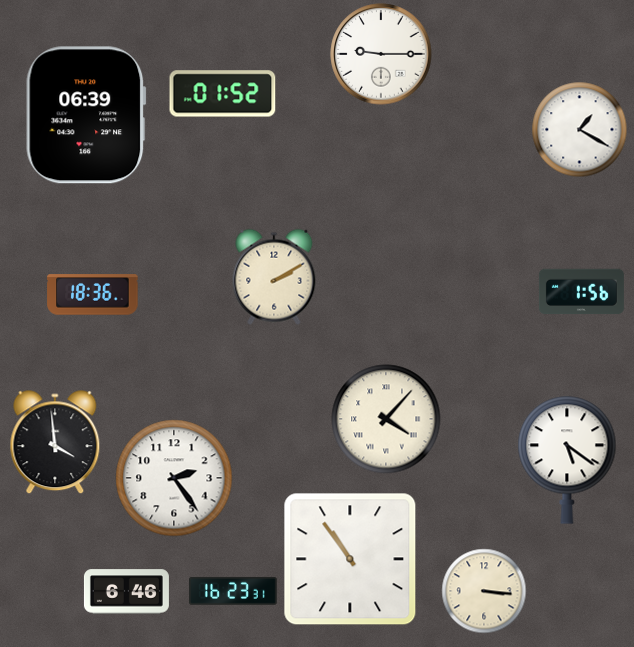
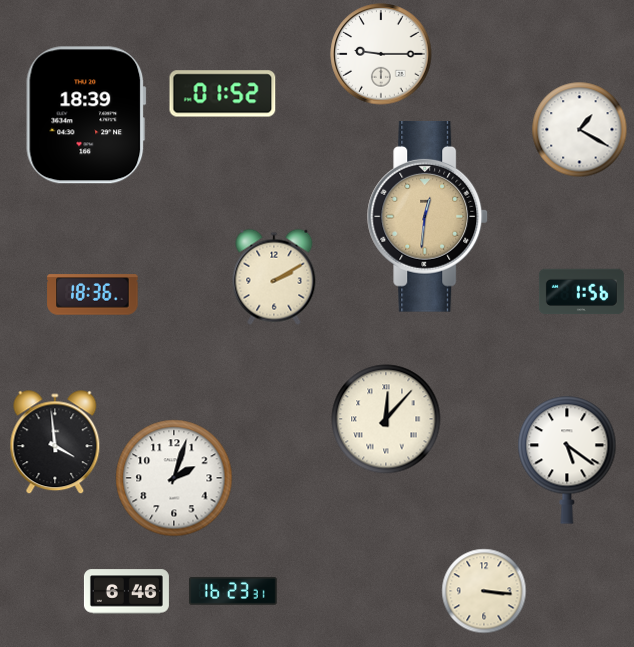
clock at (86, 115): 06:39 -> 18:39
clock at (428, 216): none -> 12:31
clock at (386, 419): 4:07 -> 12:07
clock at (174, 478): 2:24 -> 2:03
clock at (350, 559): 10:54 -> none
